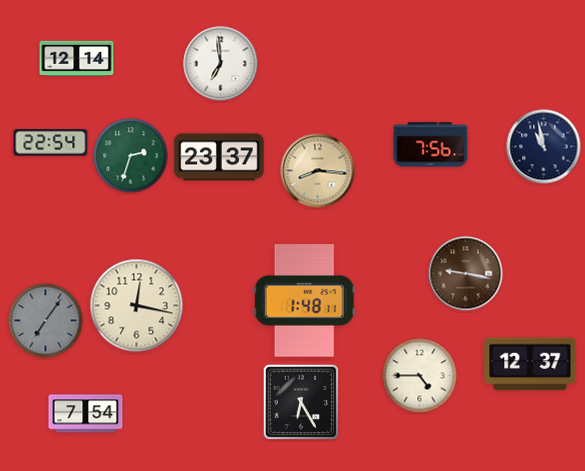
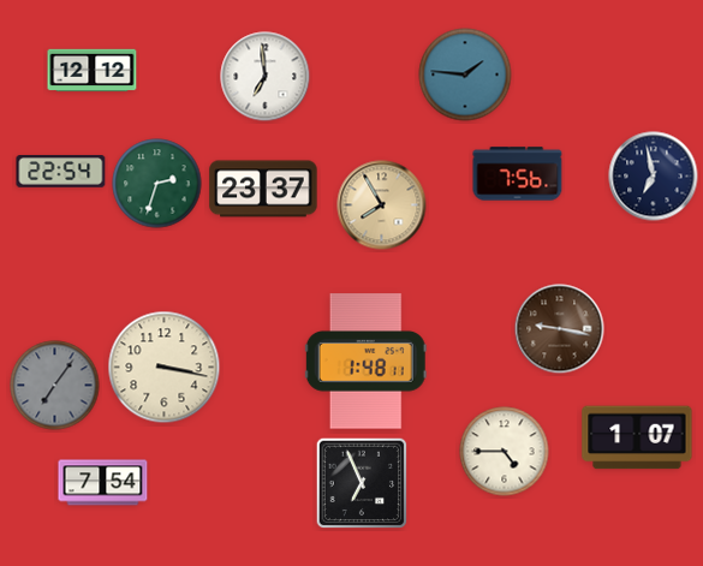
clock at (77, 59): 12:14 -> 12:12
clock at (465, 75): none -> 1:46
clock at (544, 147): 10:58 -> 6:58
clock at (131, 156) position: (131, 156) -> (157, 184)
clock at (318, 171): 8:16 -> 7:55
clock at (137, 306): 12:17 -> 3:17
clock at (530, 364): 12:37 -> 1:07
clock at (301, 402): 6:25 -> 6:56
clock at (86, 414) position: (86, 414) -> (103, 483)
